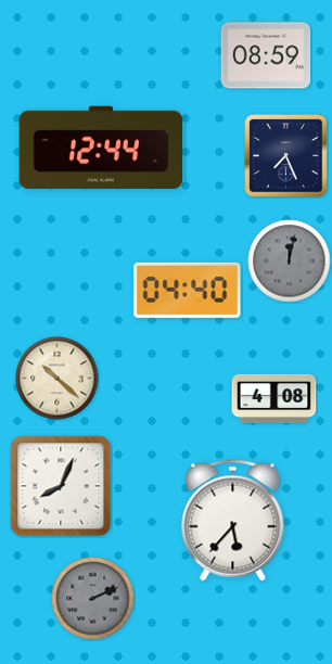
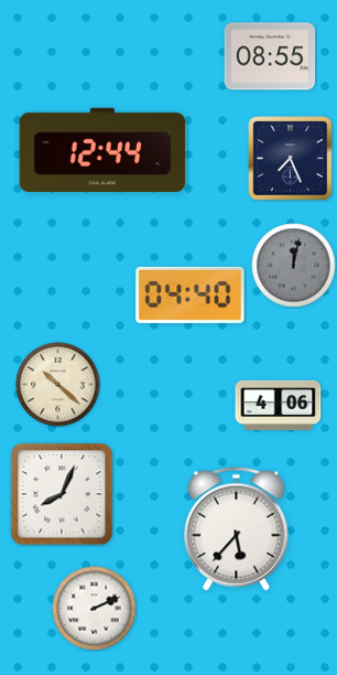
clock at (266, 55): 08:59 -> 08:55
clock at (274, 398): 4:08 -> 4:06
clock at (93, 599) dial: grey -> white
